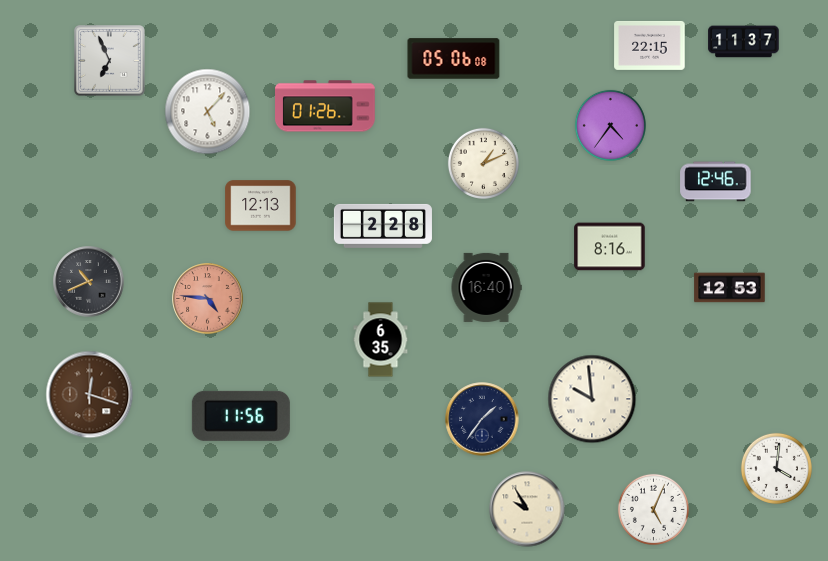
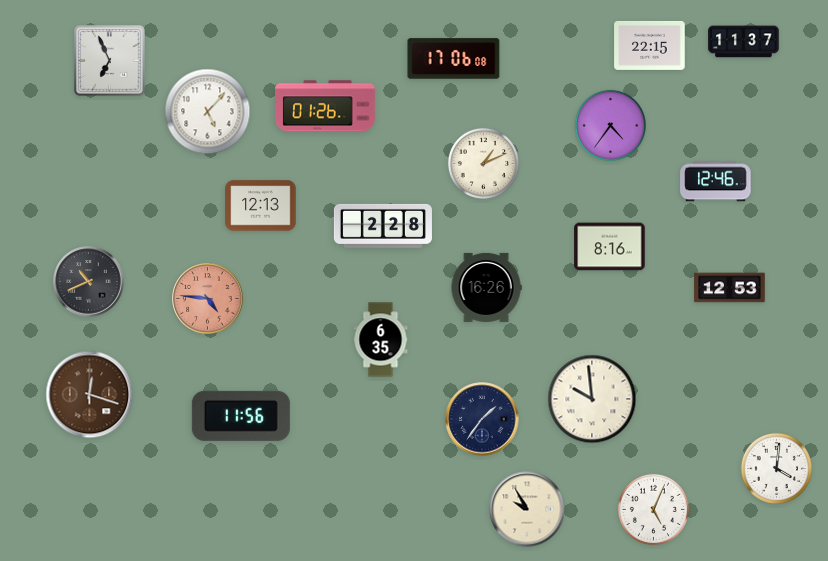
clock at (454, 59): 05:06 -> 17:06
clock at (486, 287): 16:40 -> 16:26
